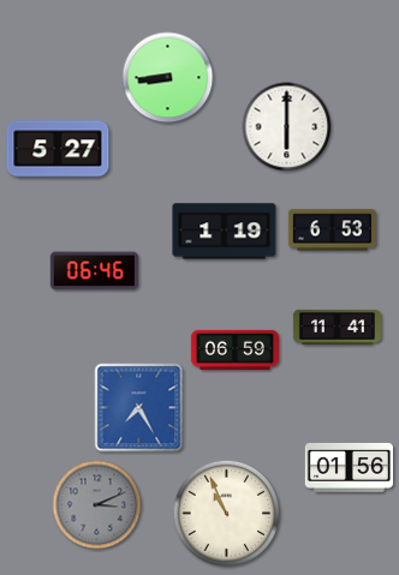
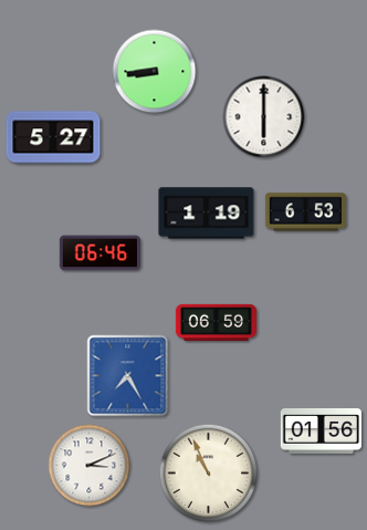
clock at (94, 271) position: (94, 271) -> (99, 253)
clock at (337, 327): 11:41 -> none
clock at (97, 505) dial: grey -> white
